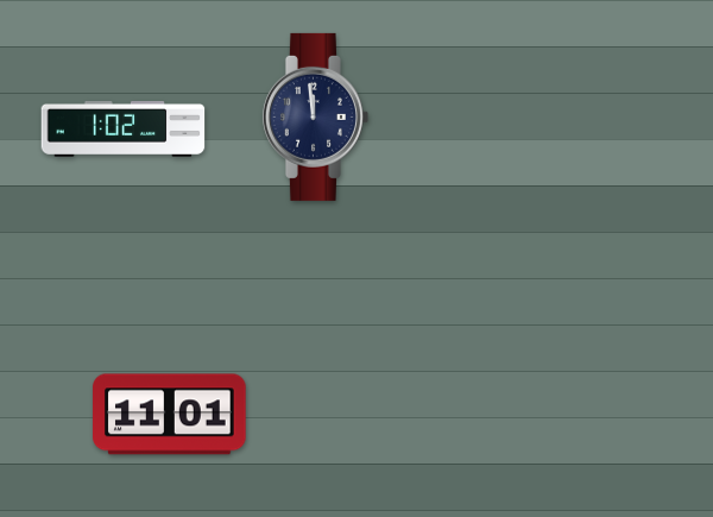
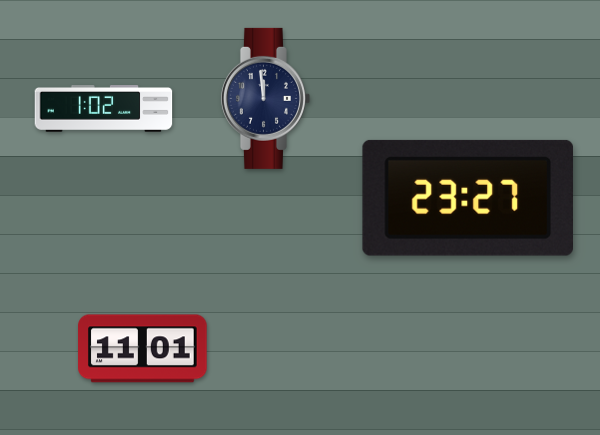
clock at (467, 198): none -> 23:27
